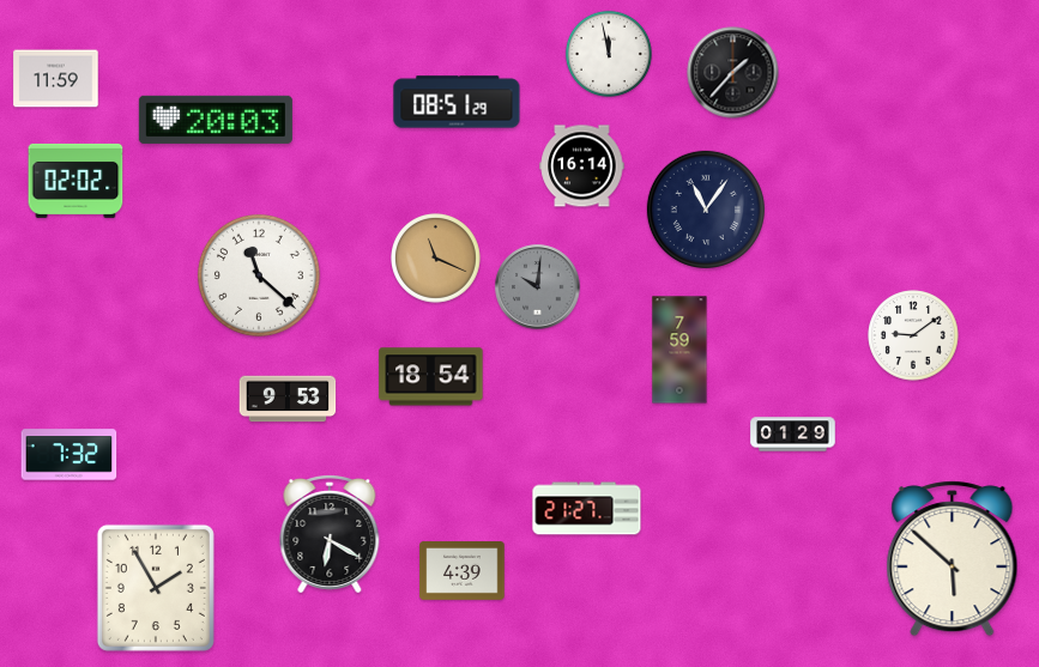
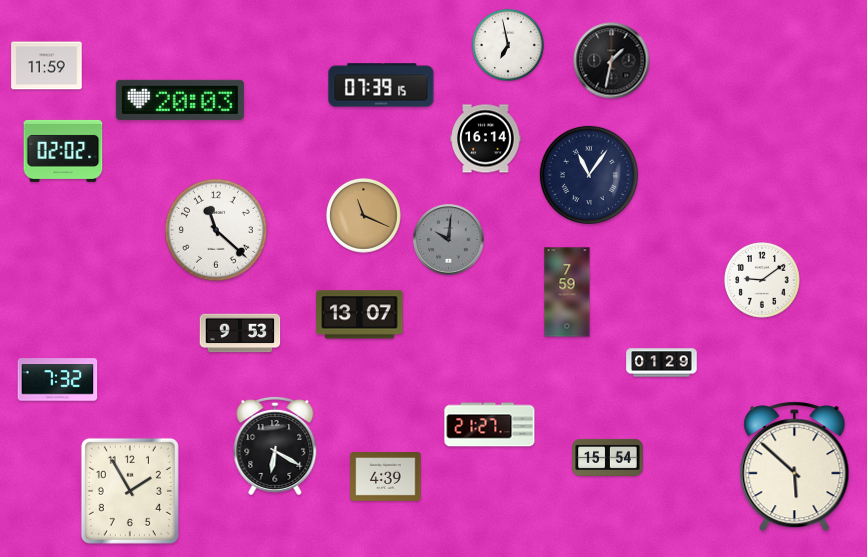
clock at (609, 54): 11:58 -> 6:58
clock at (733, 73): 1:37 -> 1:32
clock at (457, 102): 08:51 -> 07:39
clock at (431, 377): 18:54 -> 13:07
clock at (608, 457): none -> 15:54
